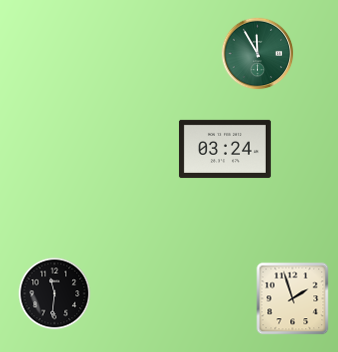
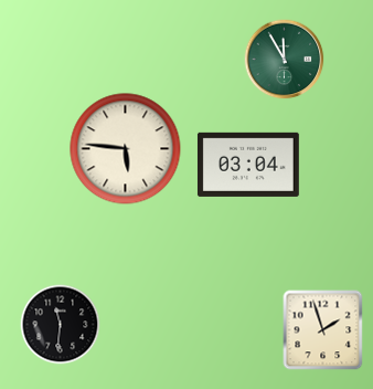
clock at (126, 149): none -> 5:46
clock at (225, 149): 03:24 -> 03:04
